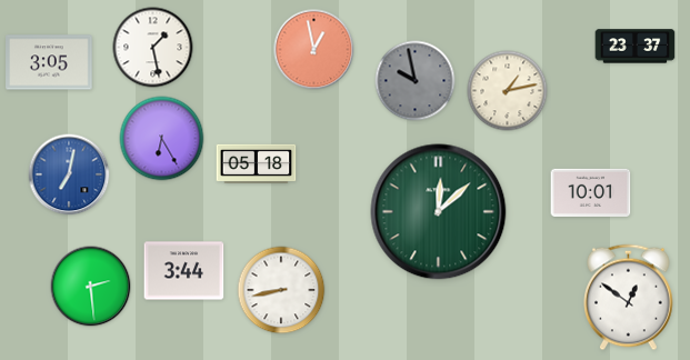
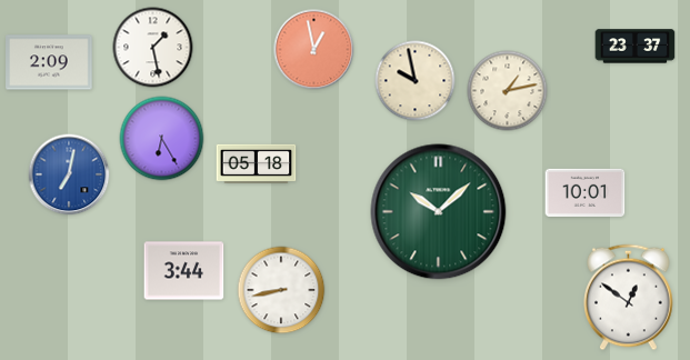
clock at (49, 62): 3:05 -> 2:09
clock at (416, 81) dial: grey -> cream
clock at (591, 192) position: (591, 192) -> (586, 192)
clock at (439, 212): 12:08 -> 10:08
clock at (91, 287): 2:29 -> none
